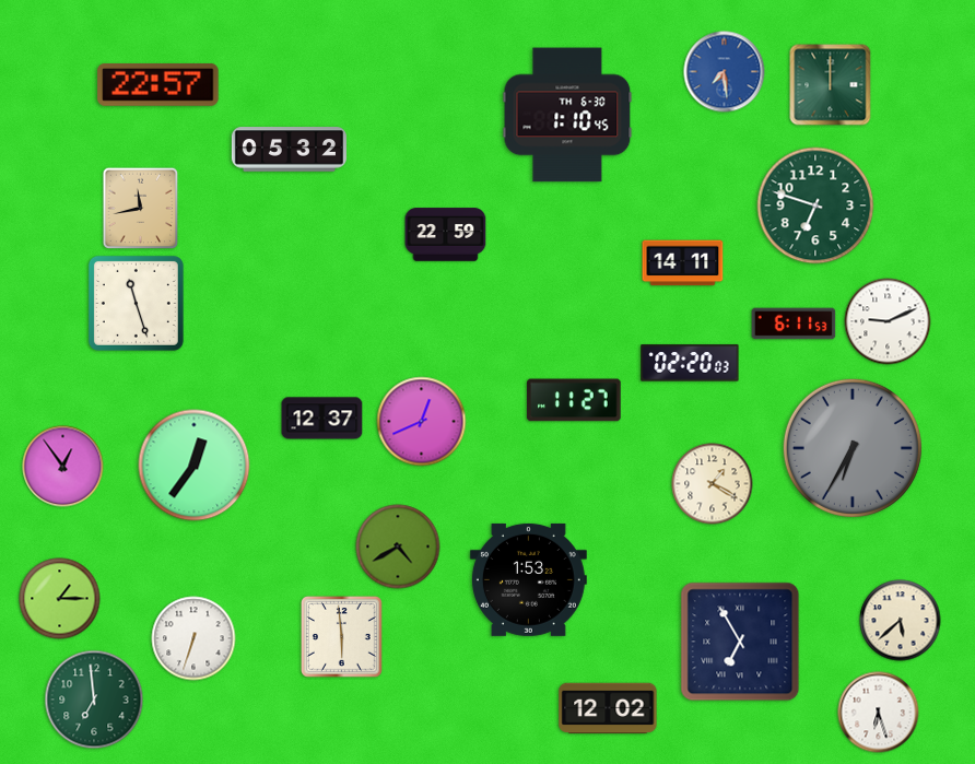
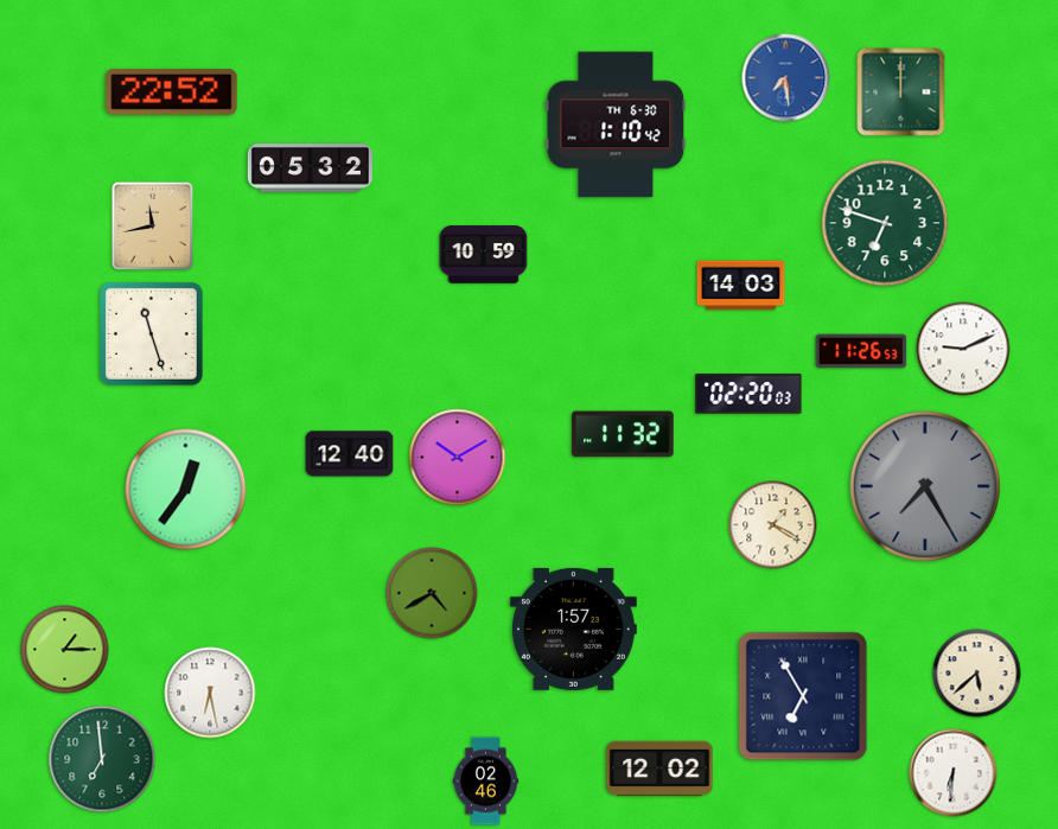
clock at (158, 85): 22:57 -> 22:52
clock at (567, 115): 1:10:45 -> 1:10:42
clock at (289, 150) position: (289, 150) -> (310, 168)
clock at (446, 235): 22:59 -> 10:59
clock at (683, 263): 14:11 -> 14:03
clock at (136, 303) position: (136, 303) -> (151, 333)
clock at (794, 324): 6:11 -> 11:26
clock at (574, 400): 11:27 -> 11:32
clock at (322, 419): 12:37 -> 12:40
clock at (422, 422): 12:41 -> 10:10
clock at (853, 448): 6:35 -> 7:25
clock at (195, 466) position: (195, 466) -> (186, 490)
clock at (63, 467): 12:54 -> none
clock at (528, 579): 1:53 -> 1:57
clock at (341, 636): 5:59 -> none
clock at (193, 638): 6:33 -> 6:28
clock at (879, 713): 6:27 -> 6:31
clock at (486, 782): none -> 02:46
